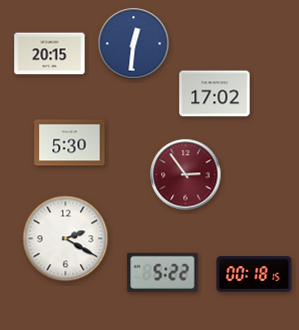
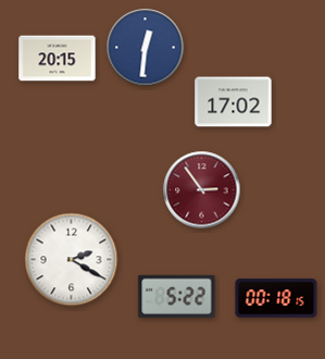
clock at (50, 54) position: (50, 54) -> (58, 59)
clock at (70, 143): 5:30 -> none
